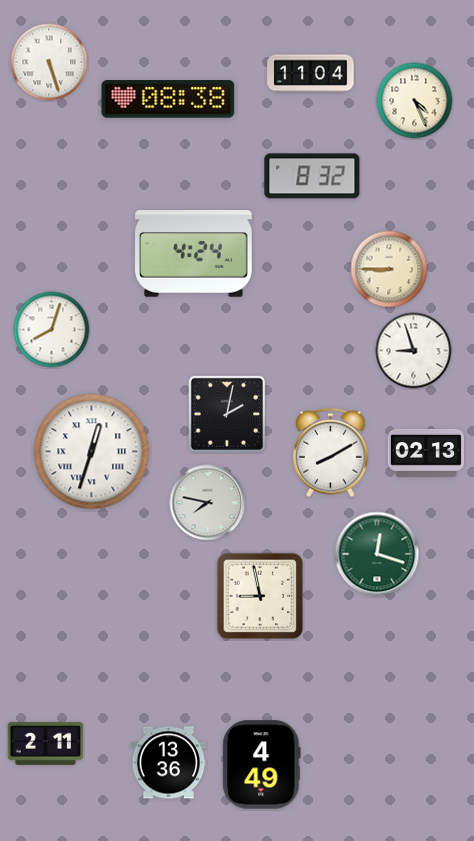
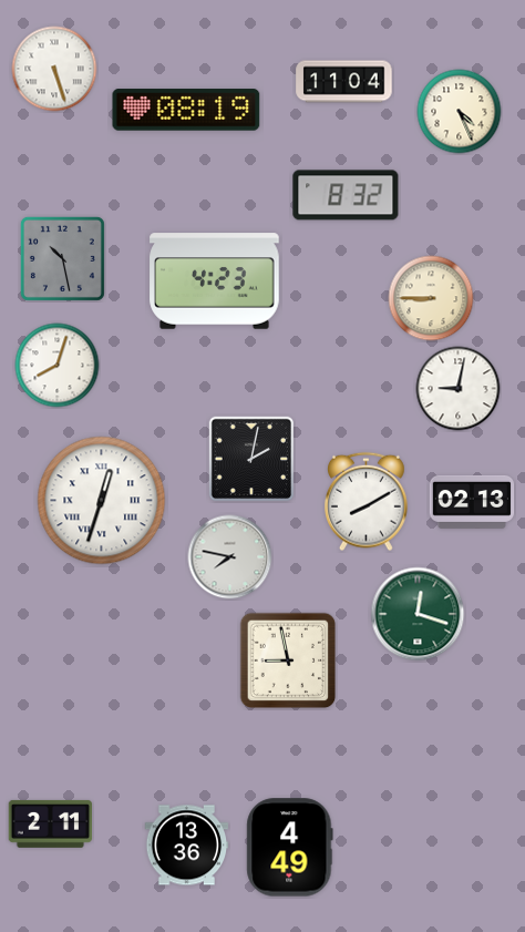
clock at (168, 99): 08:38 -> 08:19
clock at (62, 258): none -> 10:28
clock at (194, 254): 4:24 -> 4:23
clock at (414, 351): 8:57 -> 9:02
